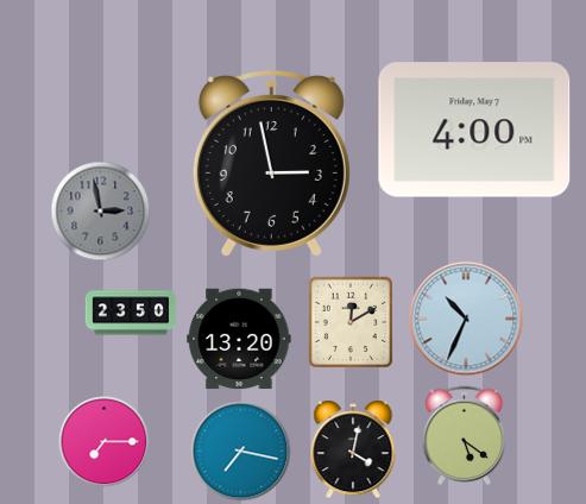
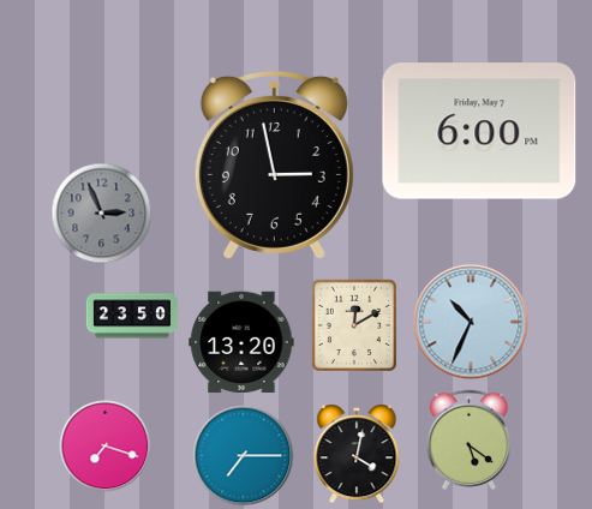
clock at (474, 130): 4:00 -> 6:00
clock at (101, 212): 2:58 -> 2:56
clock at (105, 442): 7:15 -> 7:18
clock at (241, 452): 7:17 -> 7:15
